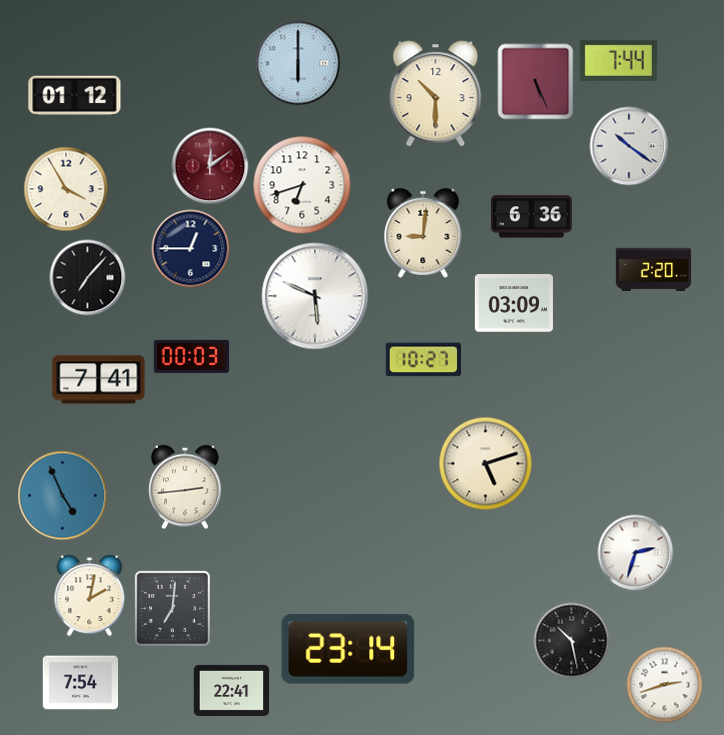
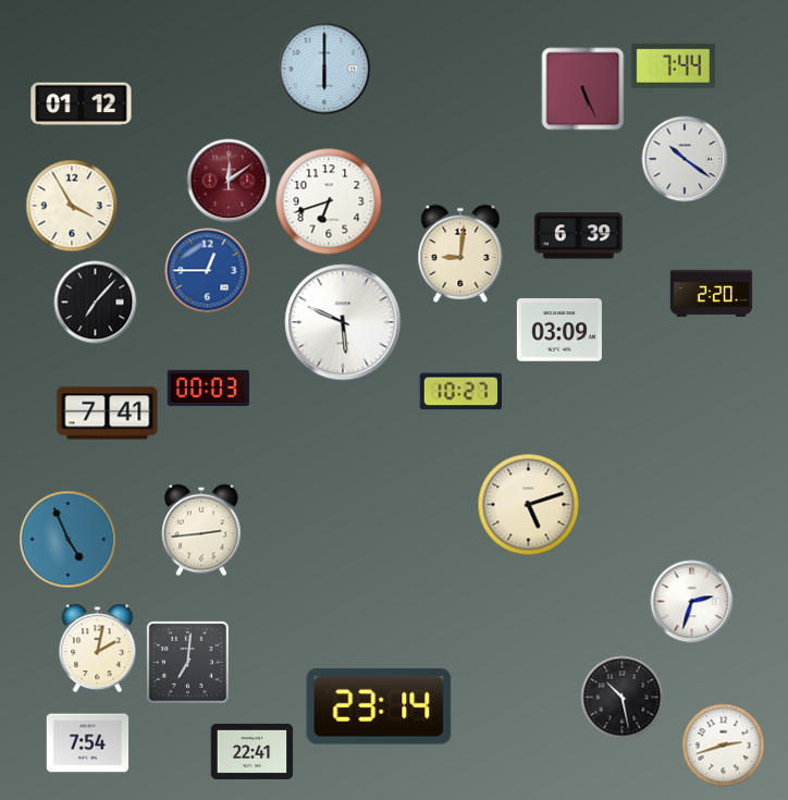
clock at (436, 94): 10:30 -> none
clock at (531, 217): 6:36 -> 6:39
clock at (191, 249) dial: navy -> blue
